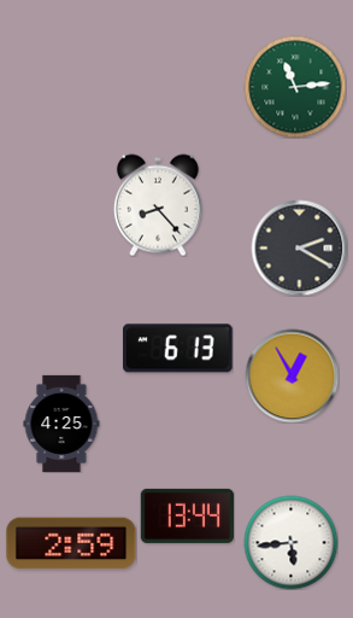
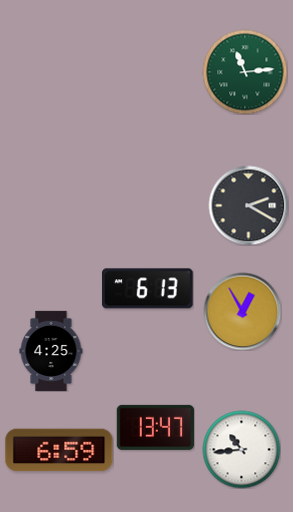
clock at (158, 205): 8:23 -> none
clock at (187, 515): 13:44 -> 13:47
clock at (290, 542): 5:44 -> 10:44
clock at (71, 543): 2:59 -> 6:59
